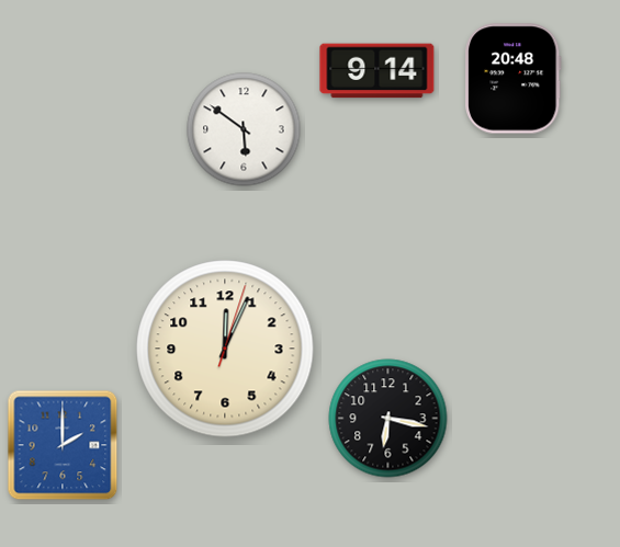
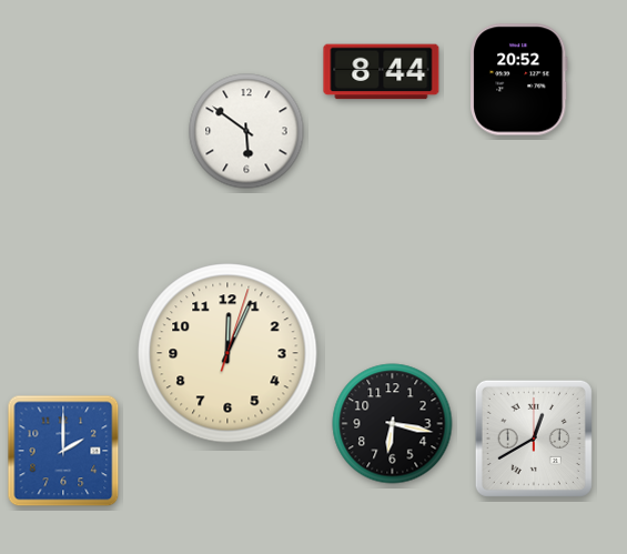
clock at (377, 71): 9:14 -> 8:44
clock at (514, 79): 20:48 -> 20:52
clock at (534, 439): none -> 12:40
